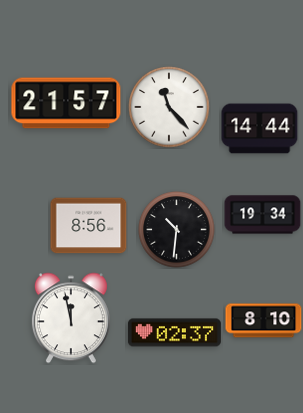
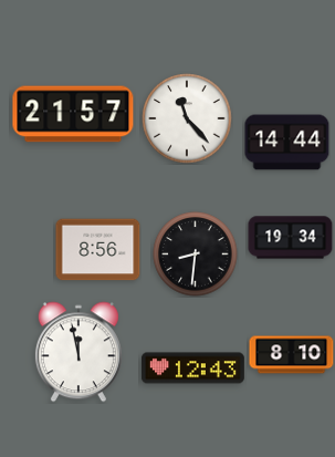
clock at (177, 230): 10:31 -> 8:31
clock at (174, 333): 02:37 -> 12:43
